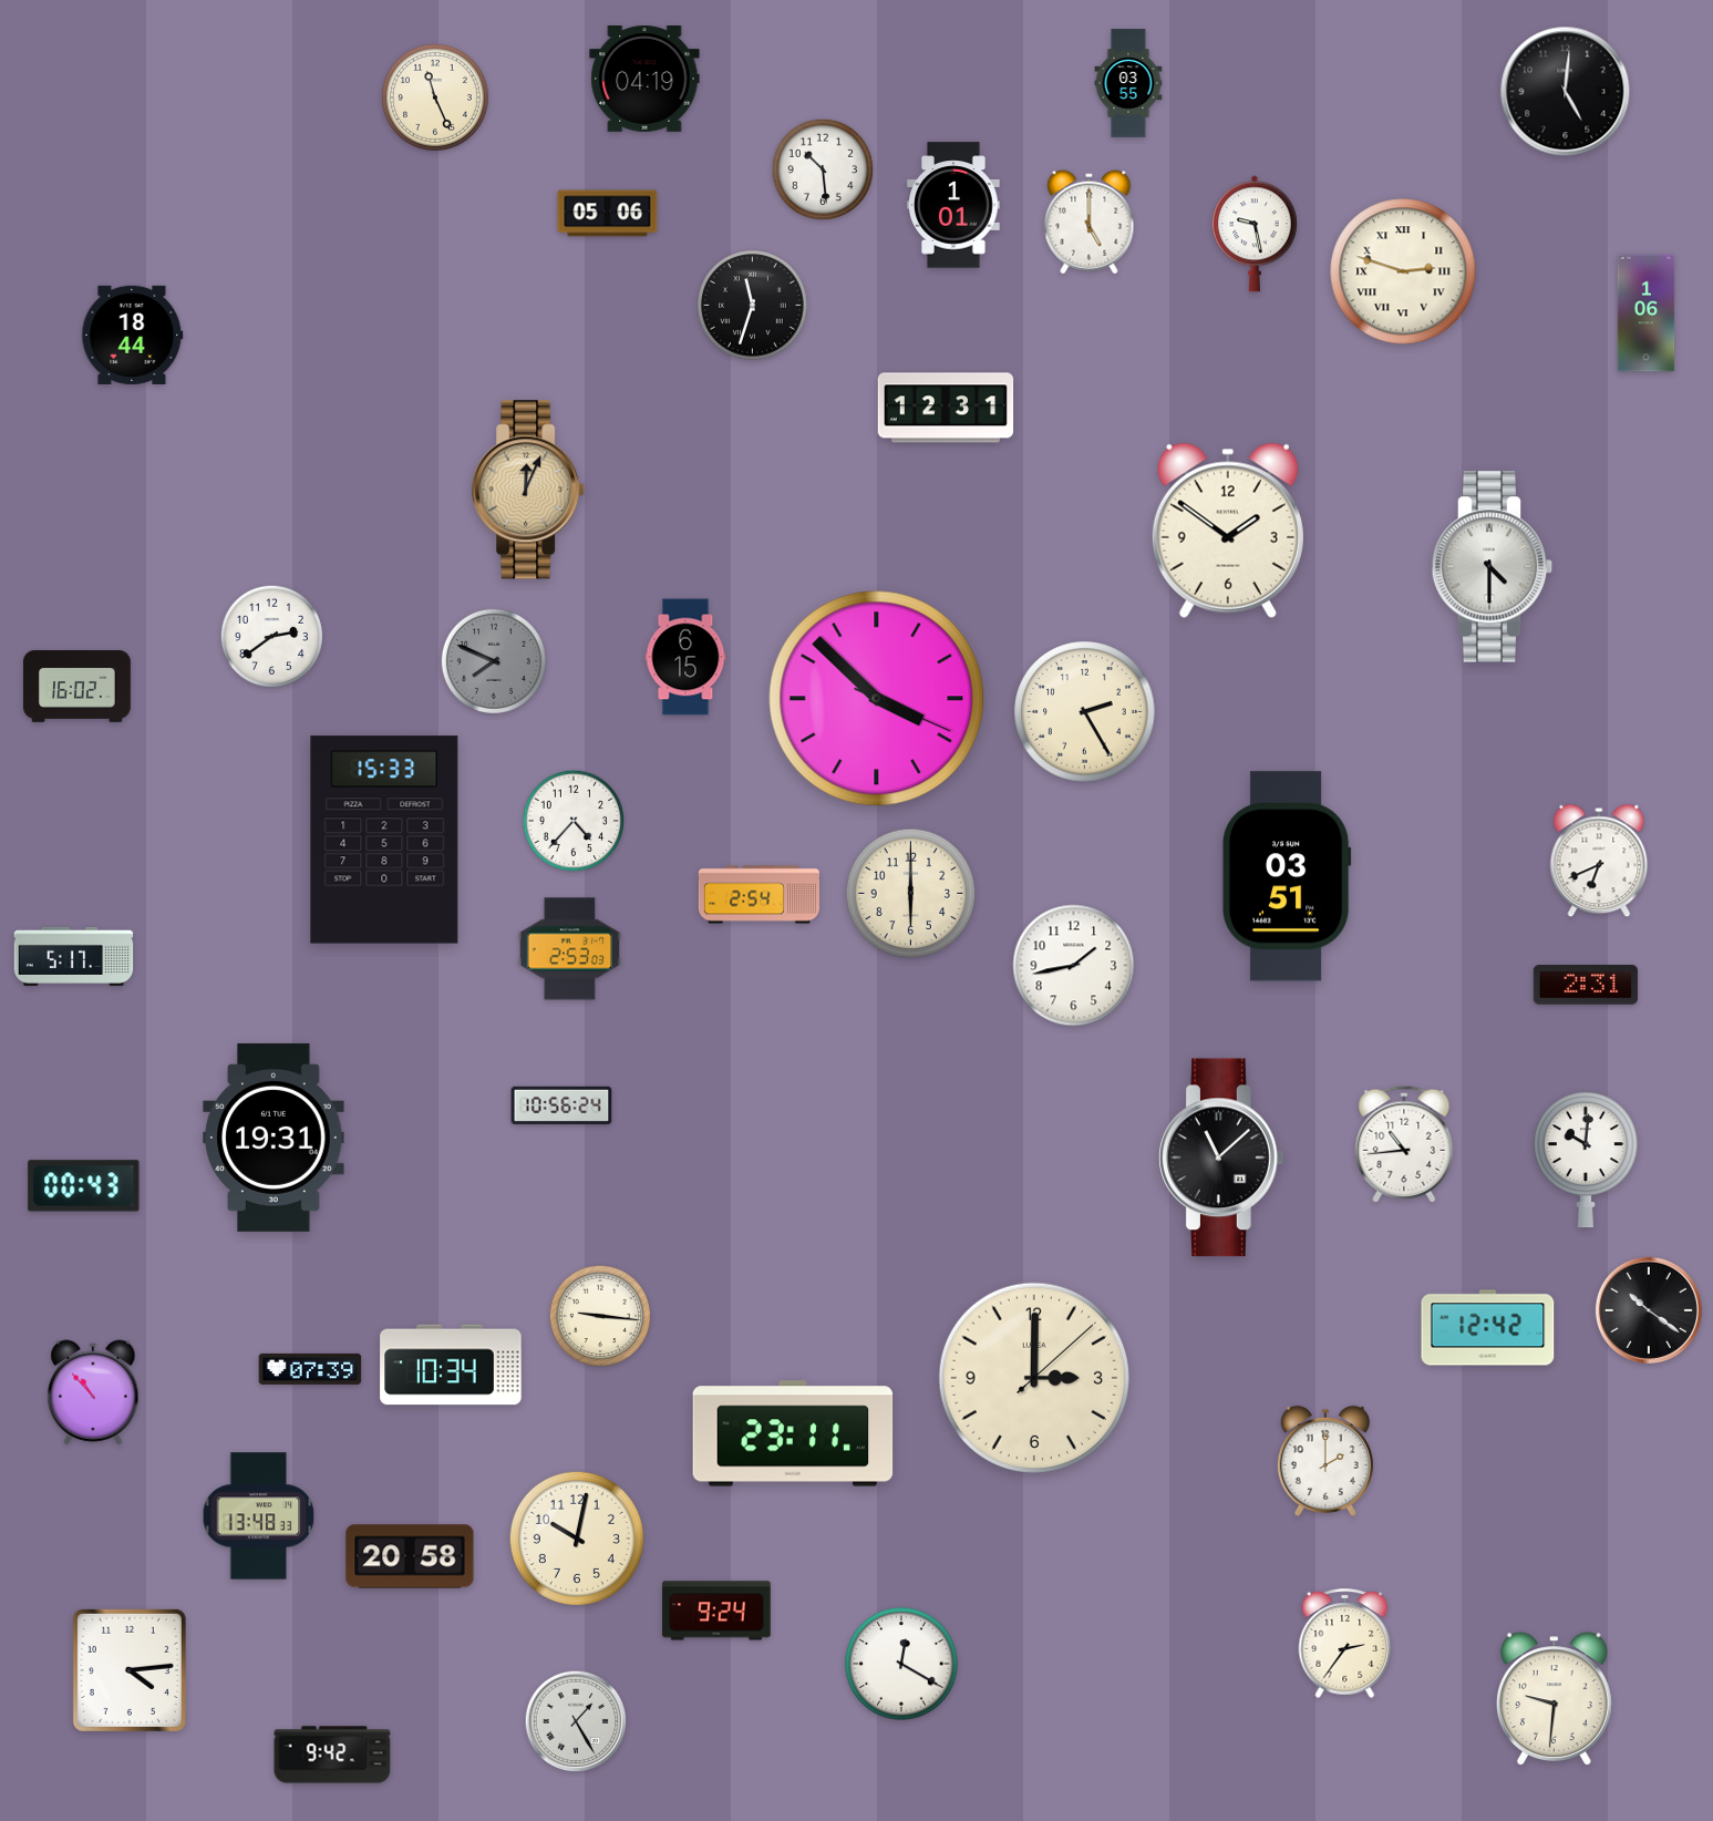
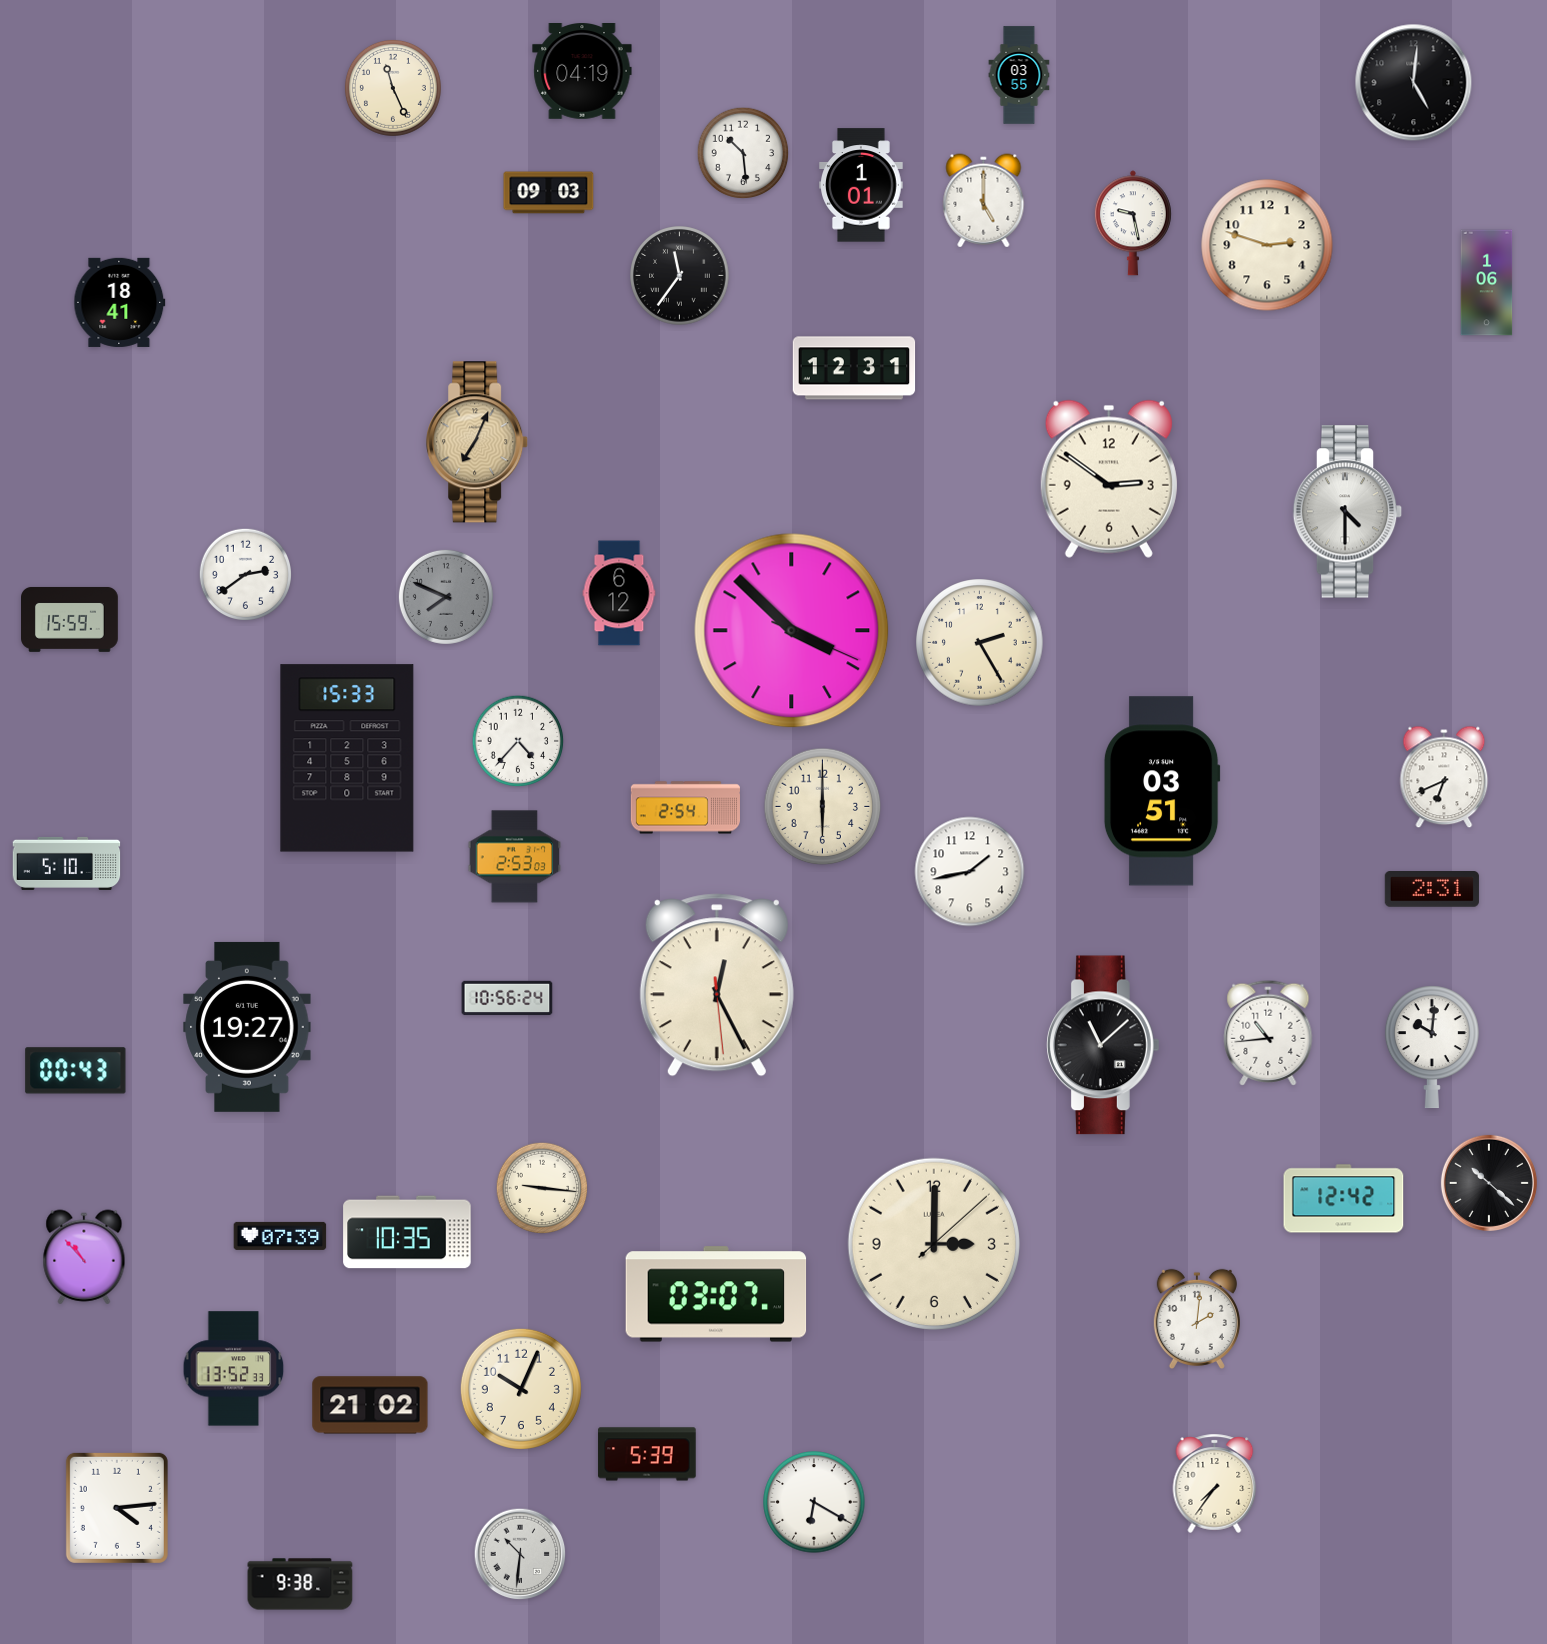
clock at (608, 214): 05:06 -> 09:03
clock at (1255, 234) position: (1255, 234) -> (1133, 223)
clock at (1403, 271) numerals: Roman -> Arabic
clock at (753, 306): 11:33 -> 11:36
clock at (133, 335): 18:44 -> 18:41
clock at (529, 490): 12:04 -> 7:04
clock at (1228, 531): 1:51 -> 2:51
clock at (685, 657): 6:15 -> 6:12
clock at (78, 686): 16:02 -> 15:59
clock at (74, 956): 5:17 -> 5:10
clock at (717, 985): none -> 12:25
clock at (274, 1138): 19:31 -> 19:27
clock at (1649, 1310): 10:21 -> 10:22
clock at (451, 1365): 10:34 -> 10:35
clock at (793, 1433): 23:11 -> 03:07
clock at (1325, 1461): 2:00 -> 2:01
clock at (259, 1516): 13:48 -> 13:52
clock at (577, 1539): 10:02 -> 10:04
clock at (410, 1556): 20:58 -> 21:02
clock at (716, 1611): 9:24 -> 5:39
clock at (1345, 1643): 2:36 -> 7:36
clock at (901, 1664): 12:20 -> 6:20
clock at (1554, 1698): 9:31 -> none
clock at (576, 1721): 1:25 -> 10:31
clock at (332, 1755): 9:42 -> 9:38
